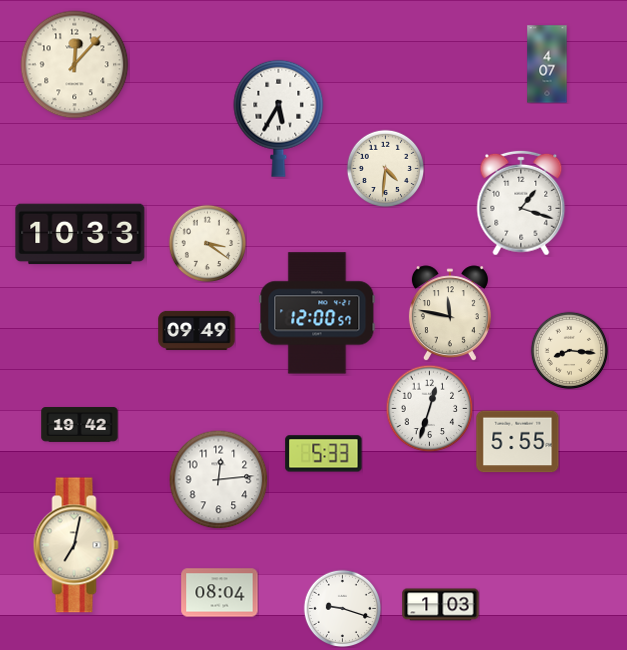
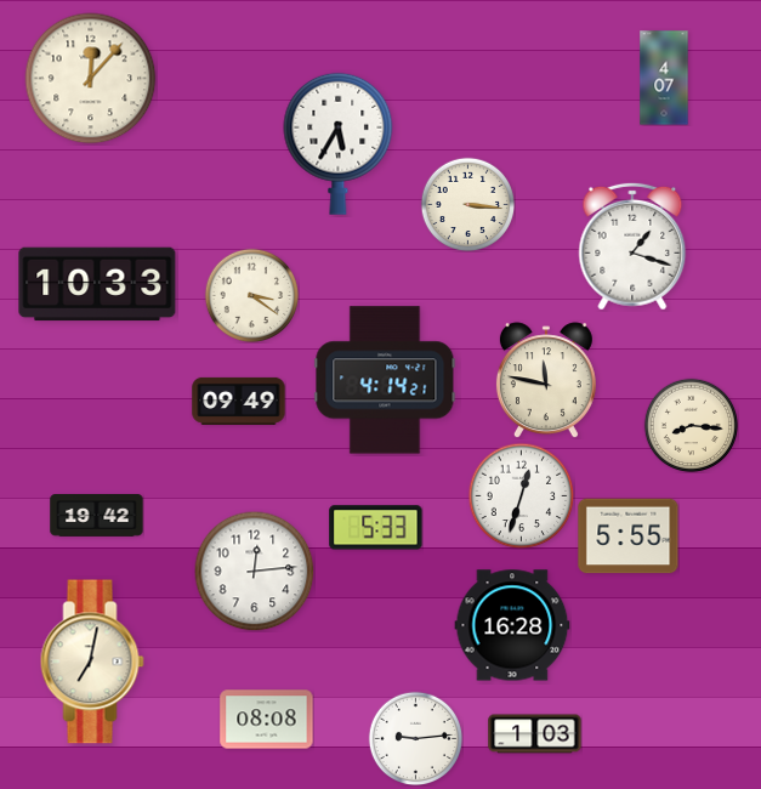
clock at (385, 168): 4:31 -> 3:16
clock at (317, 313): 12:00 -> 4:14
clock at (324, 454) position: (324, 454) -> (376, 528)
clock at (219, 480) position: (219, 480) -> (255, 572)
clock at (512, 625): none -> 16:28
clock at (220, 593): 08:04 -> 08:08
clock at (342, 608): 9:18 -> 9:14
